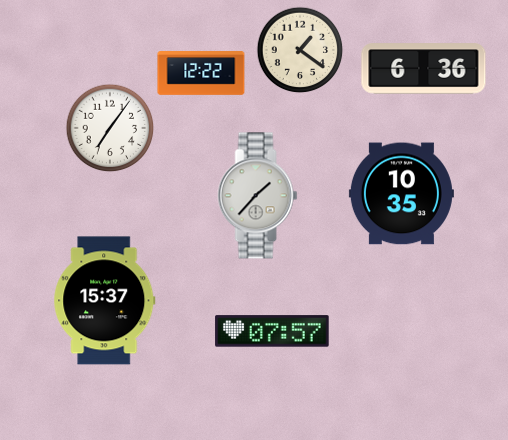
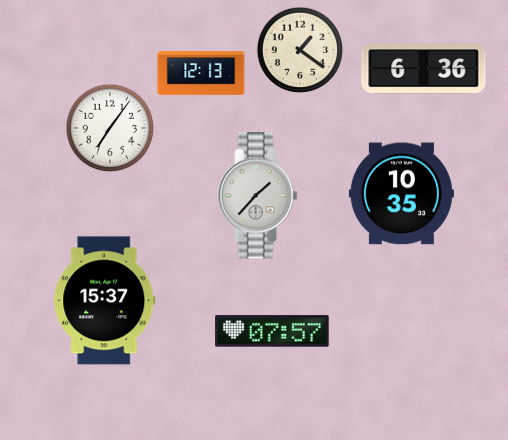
clock at (201, 74): 12:22 -> 12:13
